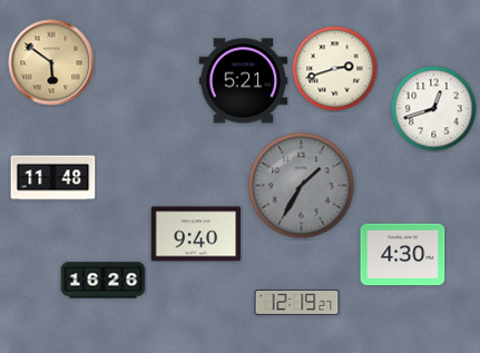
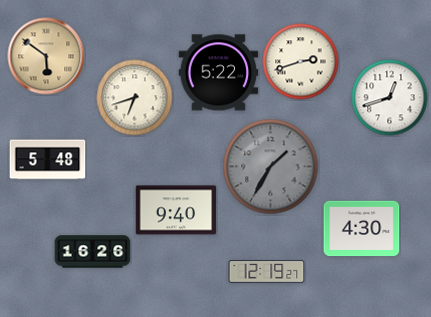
clock at (244, 81): 5:21 -> 5:22
clock at (135, 98): none -> 6:42
clock at (53, 178): 11:48 -> 5:48
